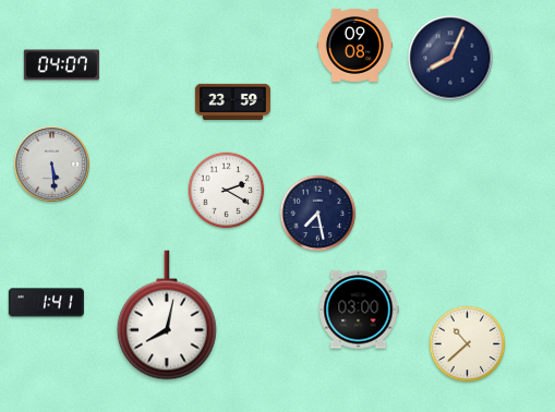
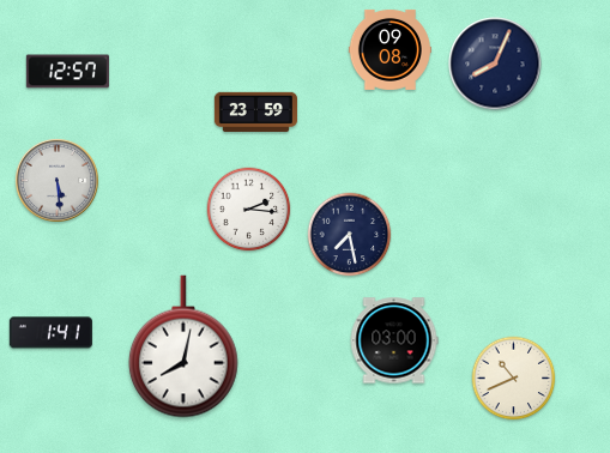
clock at (61, 65): 04:07 -> 12:57
clock at (227, 191): 2:20 -> 2:16
clock at (468, 344): 10:38 -> 10:41
